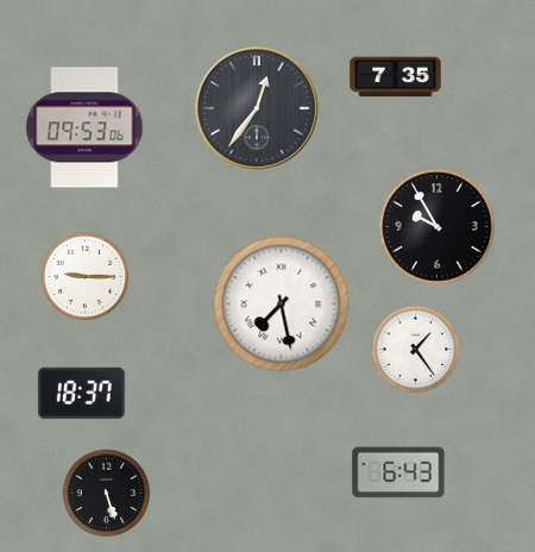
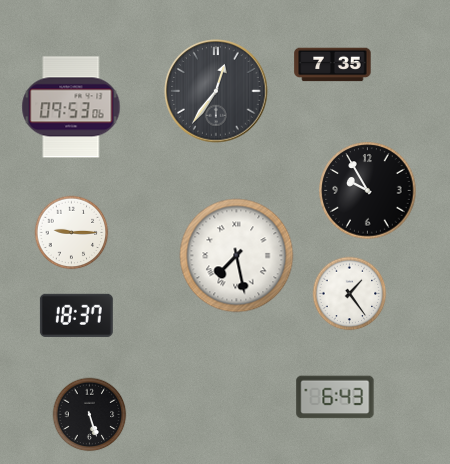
clock at (81, 393) position: (81, 393) -> (76, 315)
